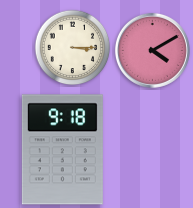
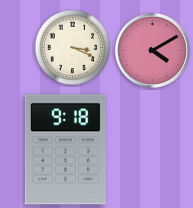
clock at (73, 48): 3:15 -> 3:19
clock at (62, 150) position: (62, 150) -> (65, 150)
